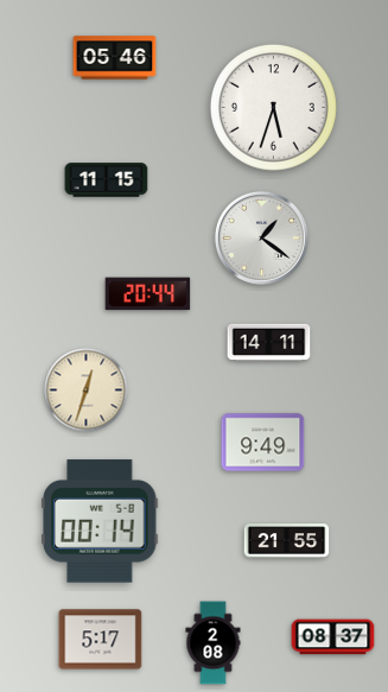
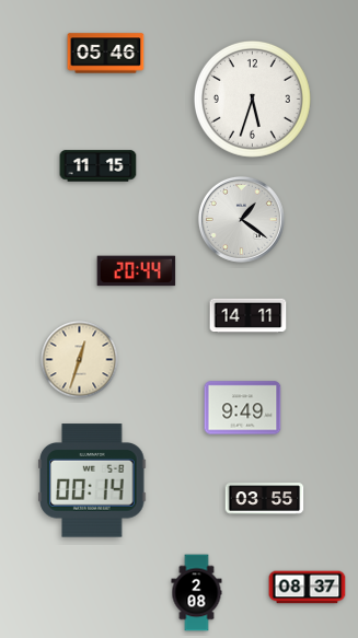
clock at (287, 541): 21:55 -> 03:55
clock at (101, 640): 5:17 -> none
